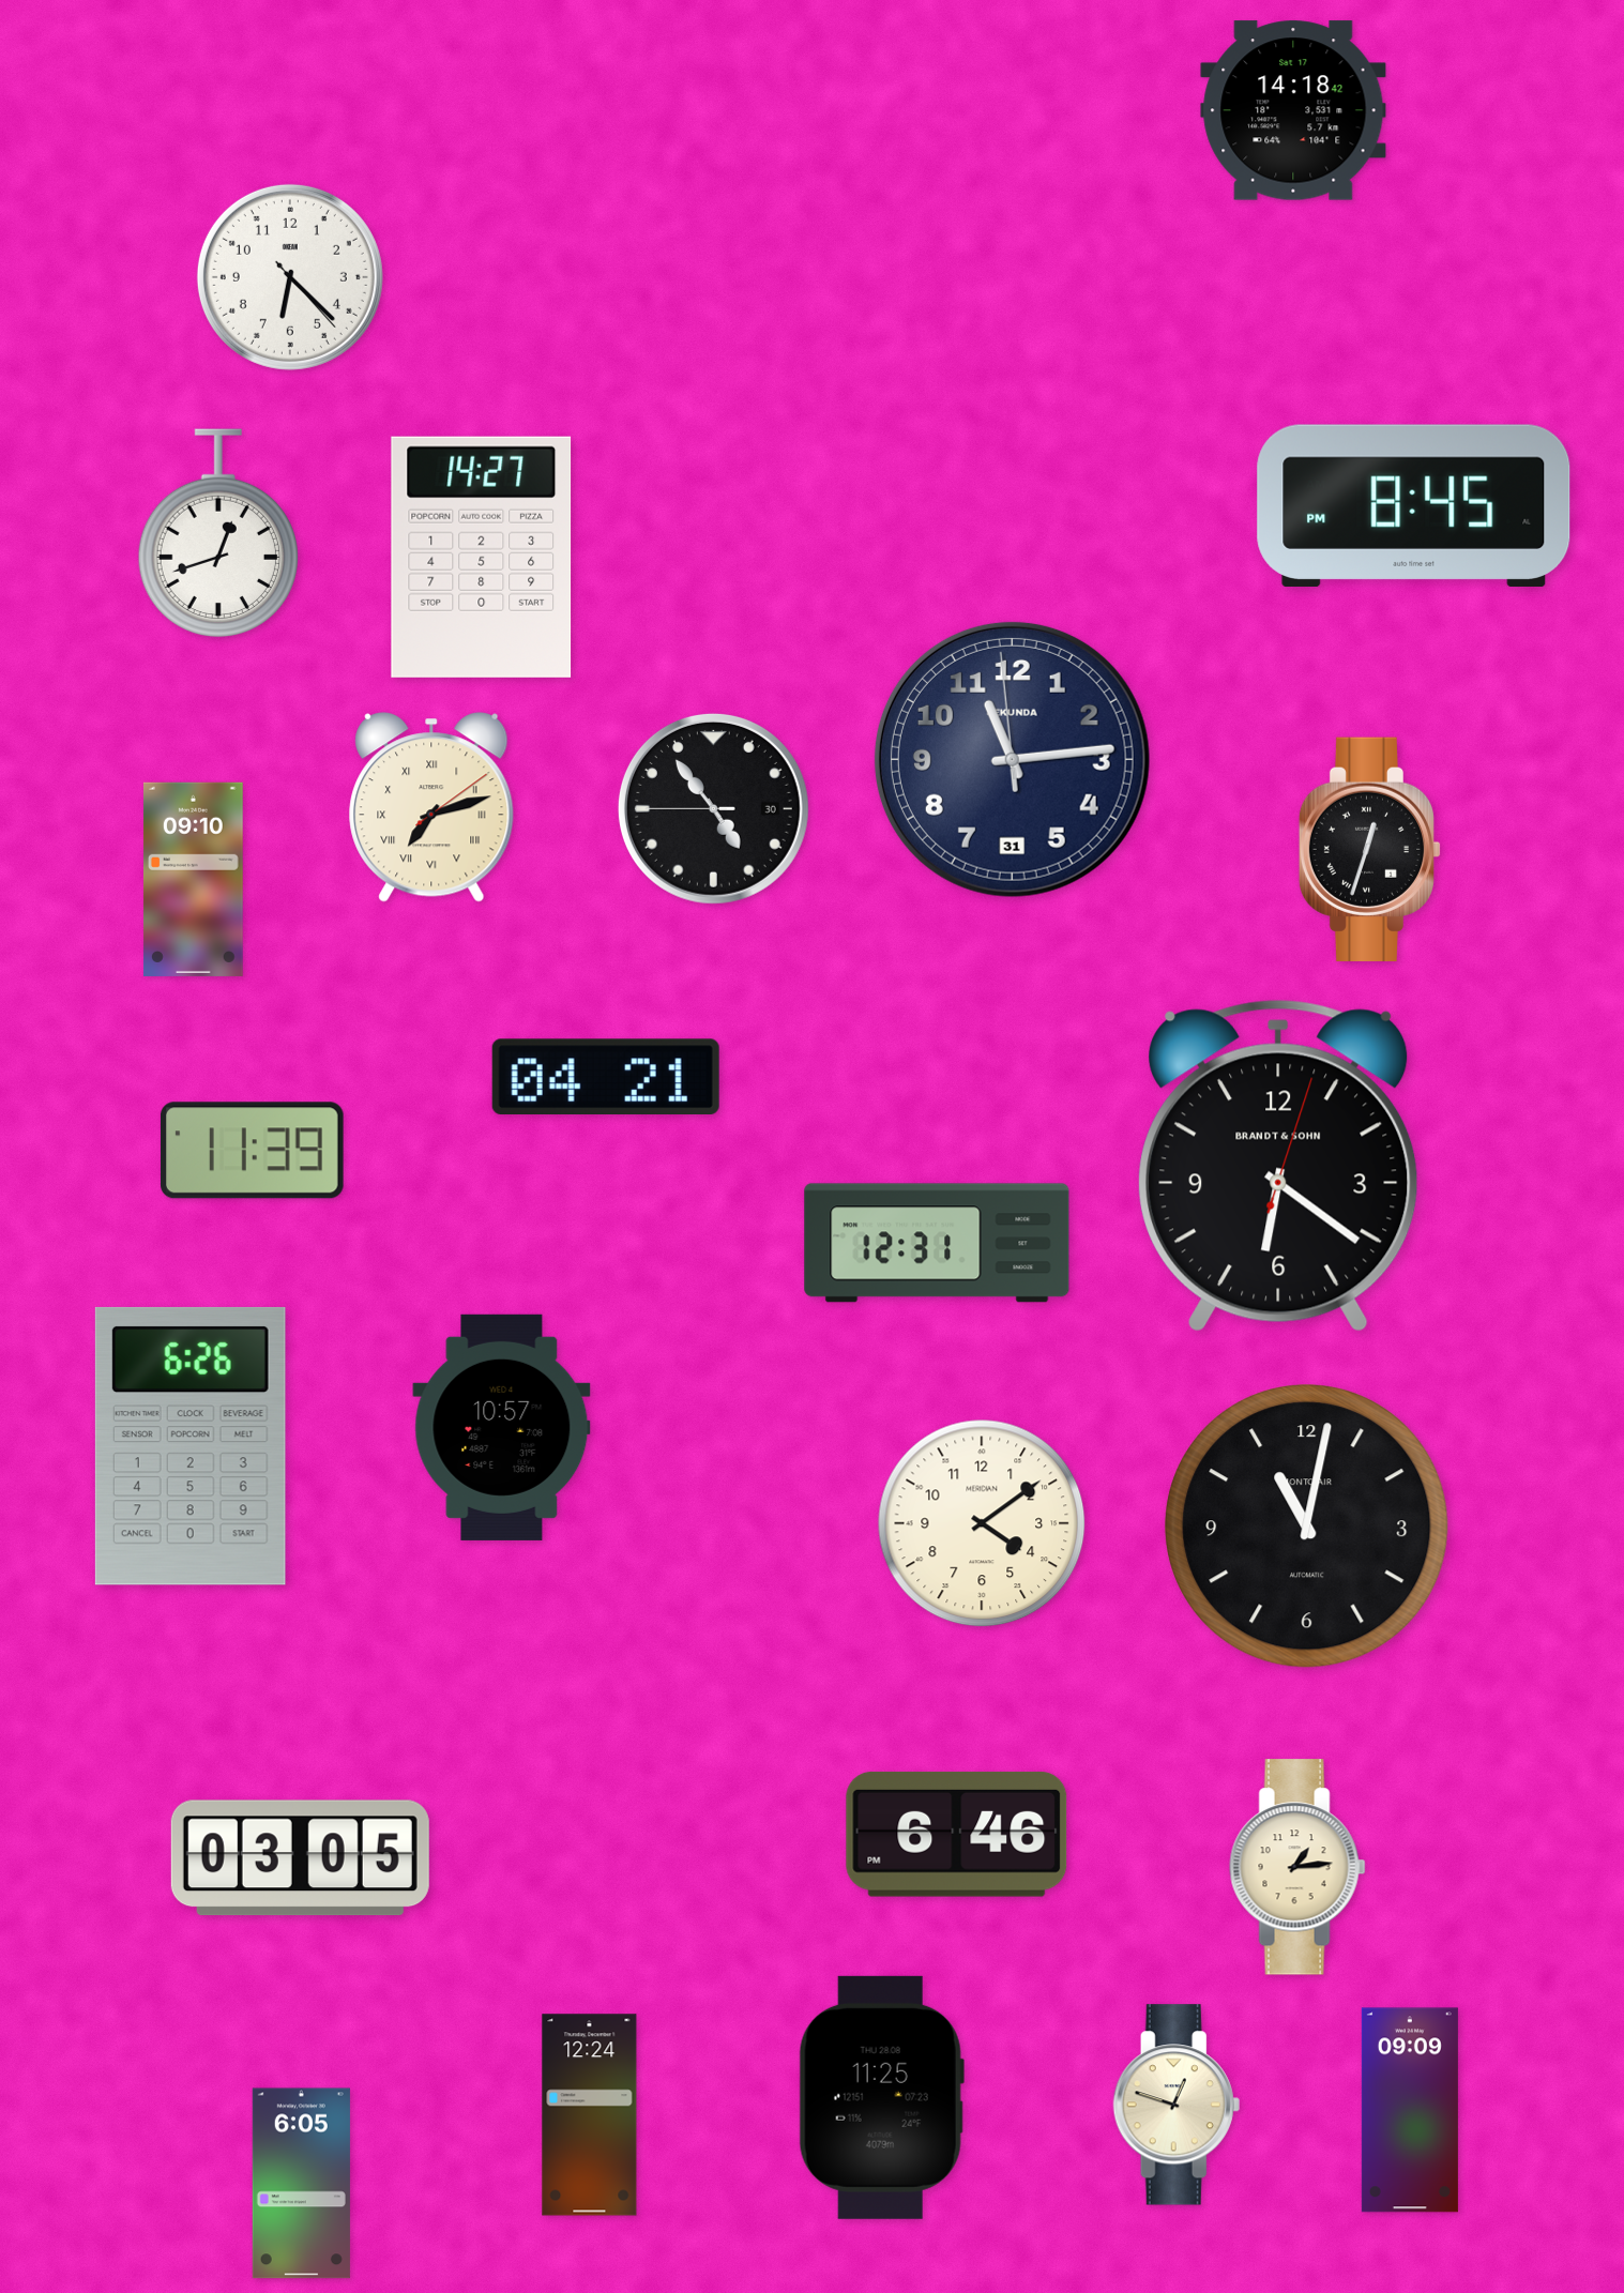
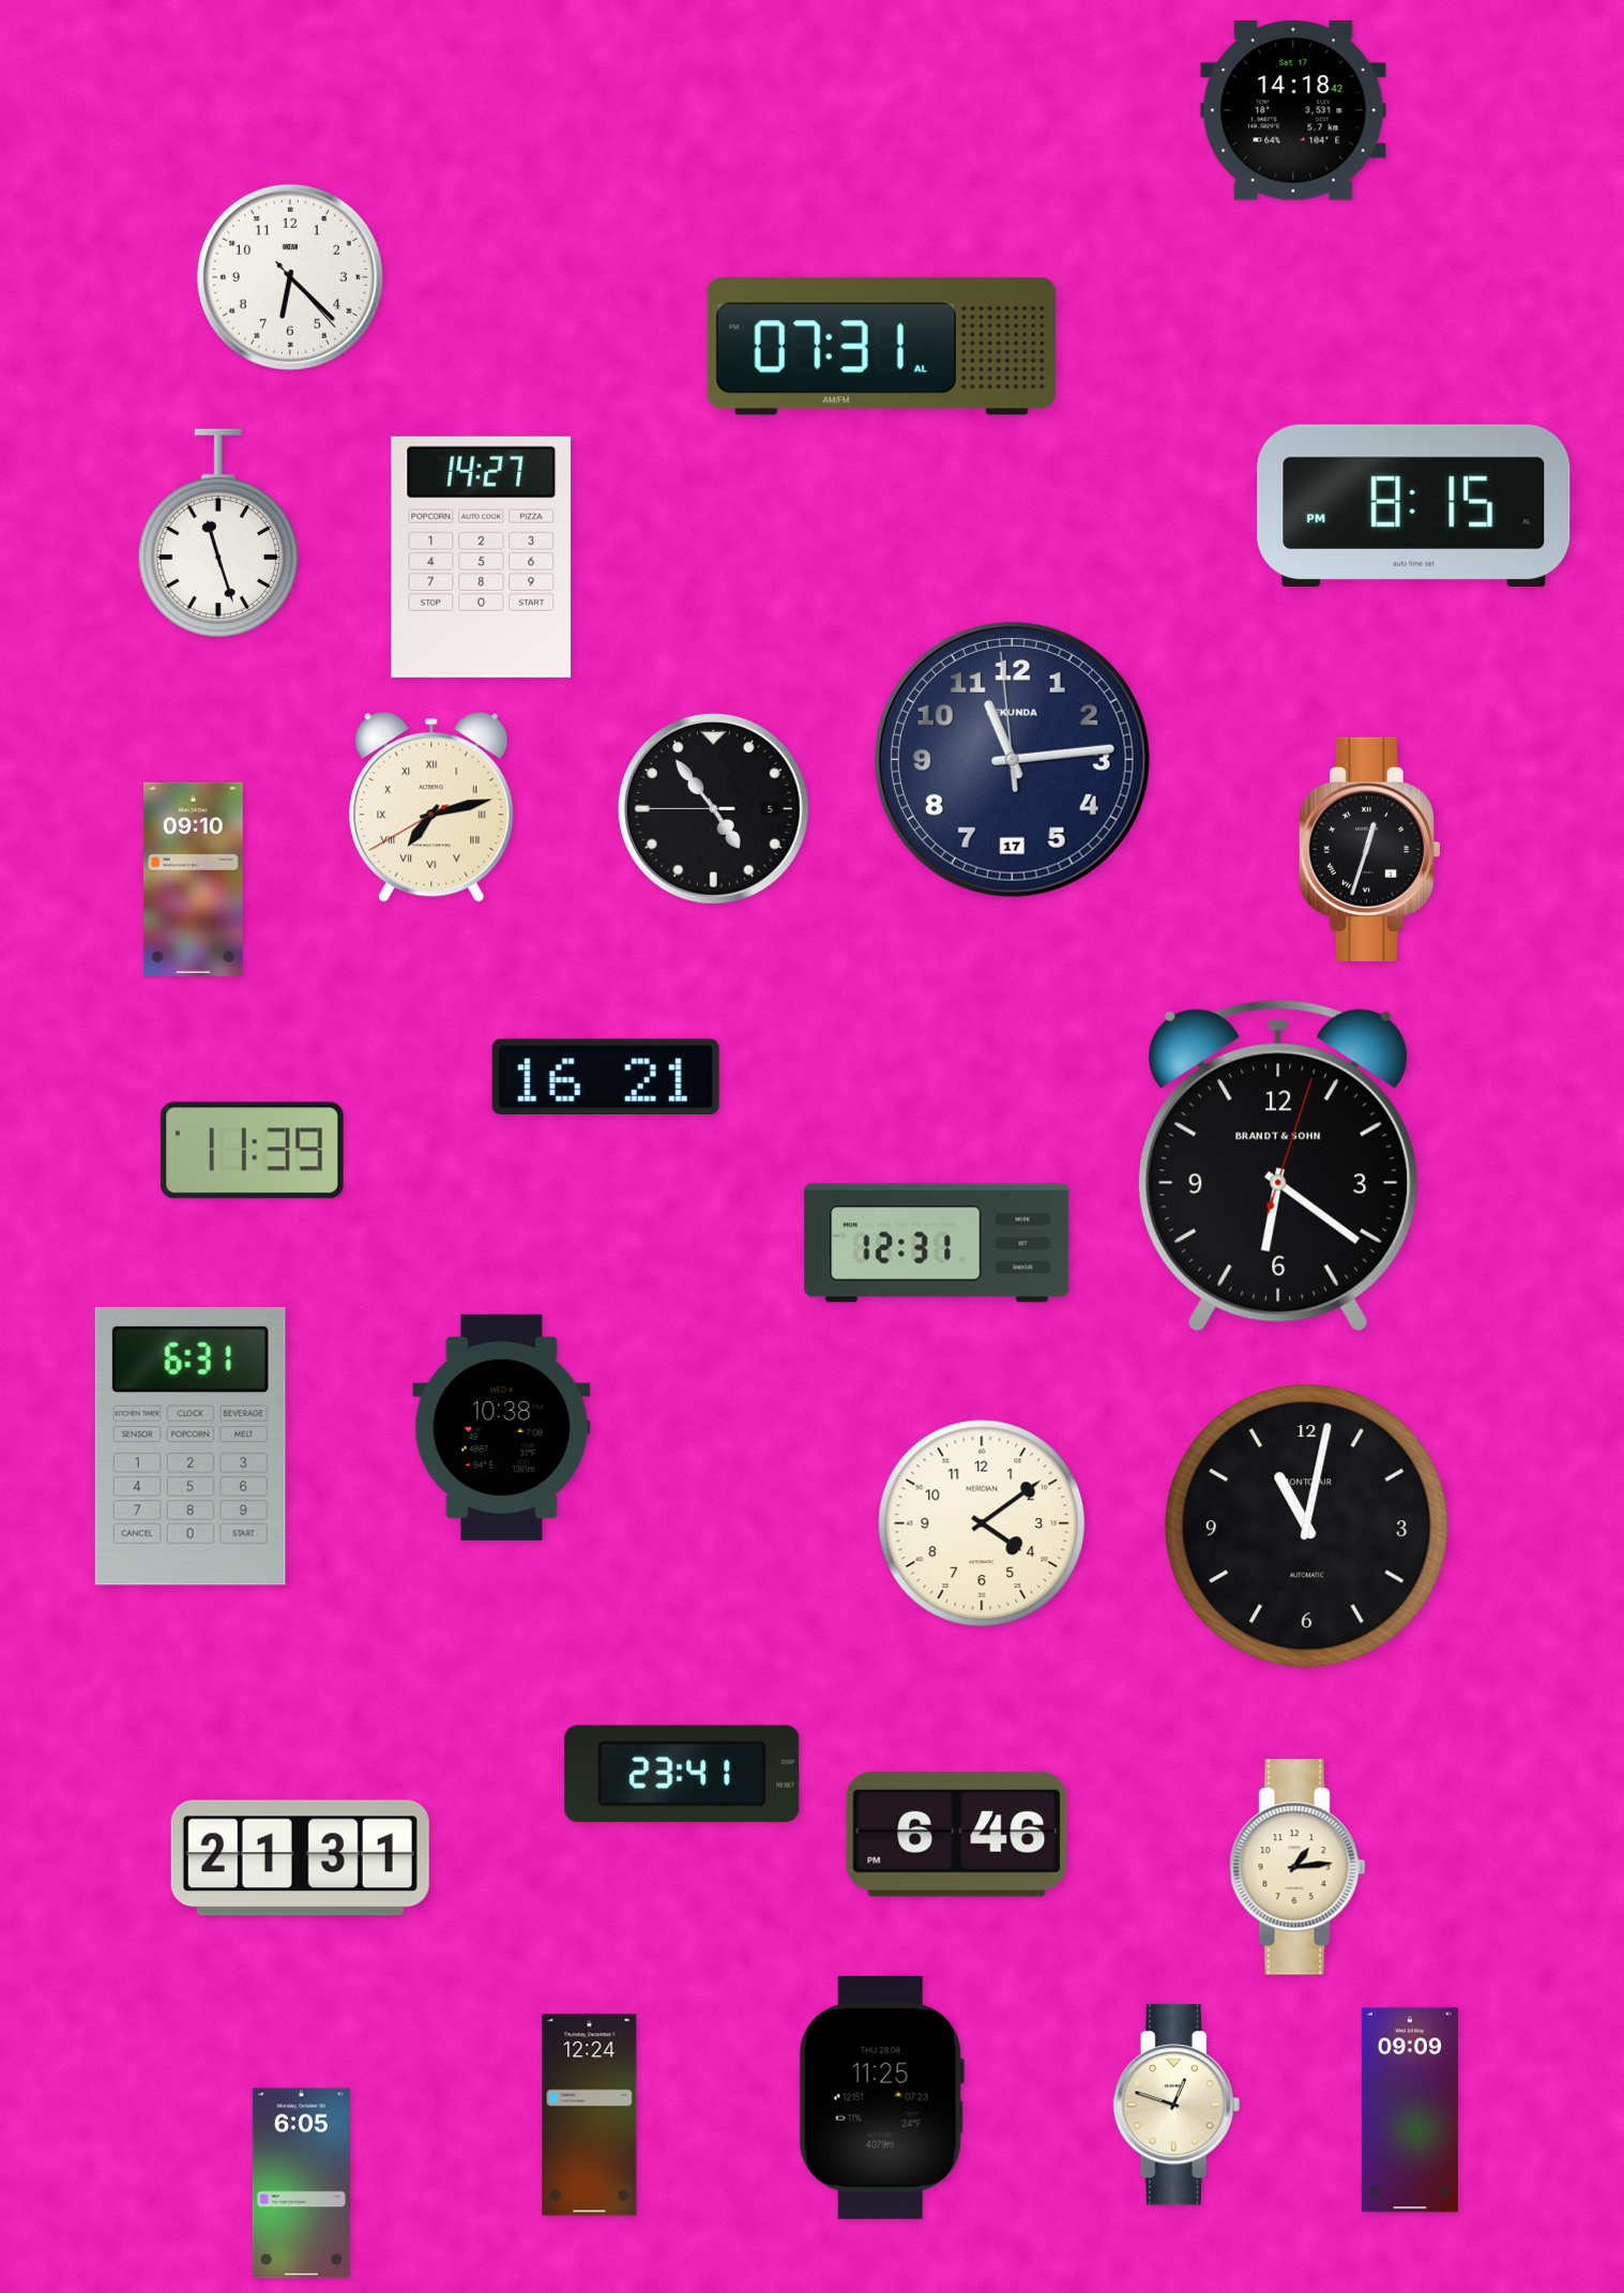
clock at (881, 347): none -> 07:31
clock at (1414, 505): 8:45 -> 8:15
clock at (218, 533): 12:42 -> 11:27
clock at (1012, 759) date: 31 -> 17
clock at (431, 807): 7:12:09 -> 7:12:40
clock at (713, 808) date: 30 -> 5
clock at (606, 1076): 04:21 -> 16:21
clock at (502, 1427): 10:57 -> 10:38
clock at (191, 1446): 6:26 -> 6:31
clock at (682, 1774): none -> 23:41
clock at (300, 1858): 03:05 -> 21:31
